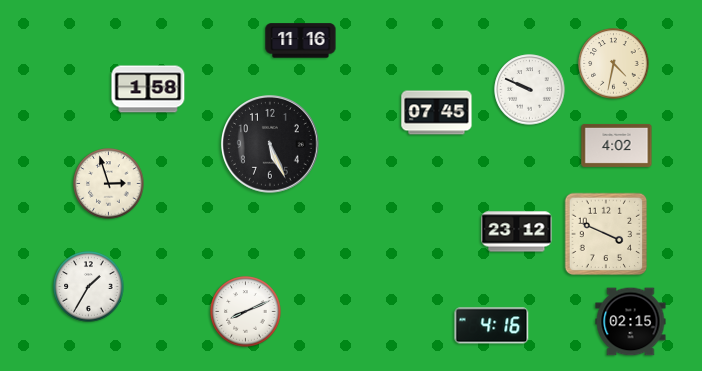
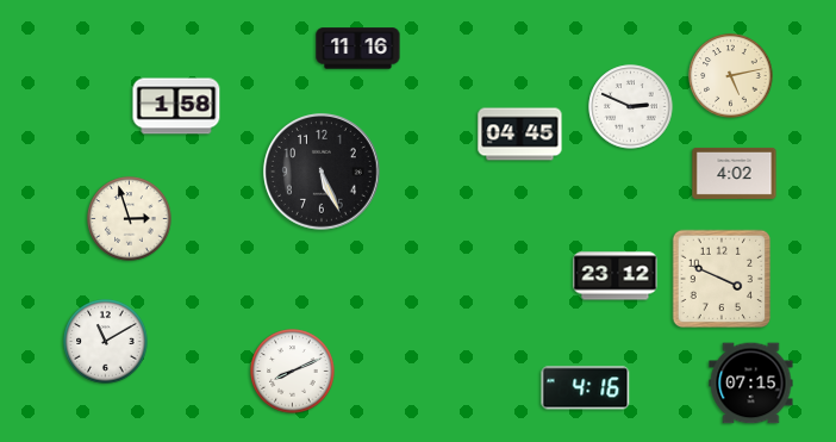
clock at (614, 64): 4:32 -> 5:13
clock at (530, 90): 9:49 -> 2:49
clock at (437, 113): 07:45 -> 04:45
clock at (89, 287): 1:35 -> 11:10
clock at (631, 322): 02:15 -> 07:15
